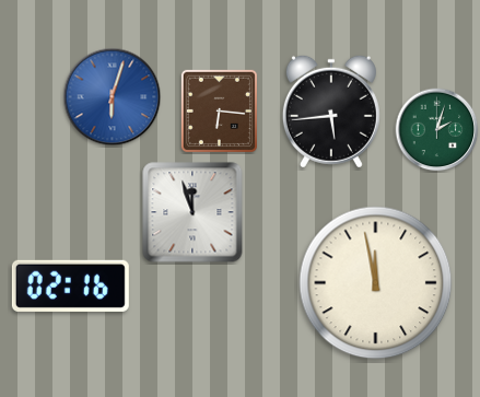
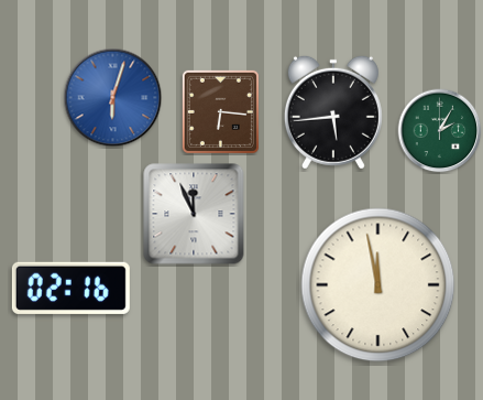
clock at (437, 130): 2:03 -> 2:05
clock at (192, 212): 11:57 -> 11:56
